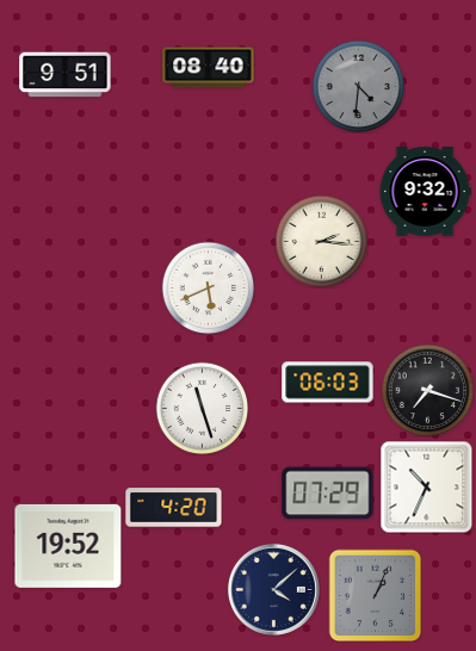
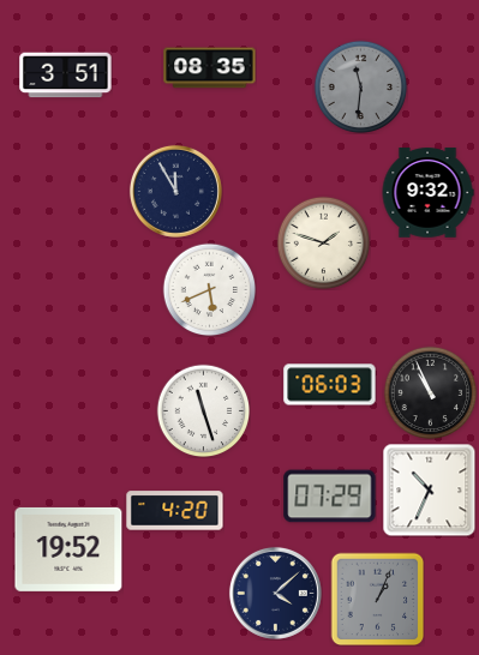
clock at (209, 68): 08:40 -> 08:35
clock at (66, 75): 9:51 -> 3:51
clock at (358, 86): 4:31 -> 11:31
clock at (175, 191): none -> 11:55
clock at (321, 241): 2:16 -> 1:48
clock at (427, 390): 7:18 -> 10:56
